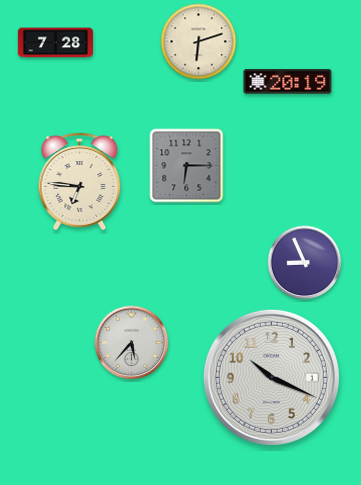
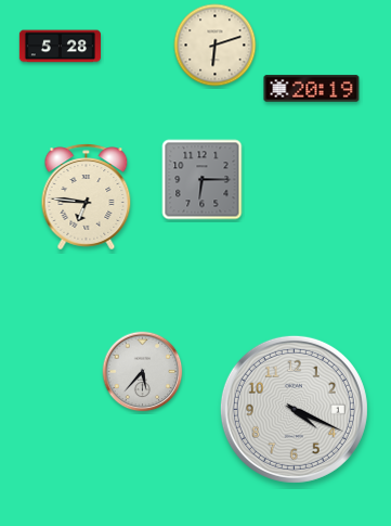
clock at (55, 43): 7:28 -> 5:28
clock at (305, 263): 8:56 -> none
clock at (271, 377): 10:19 -> 4:19
